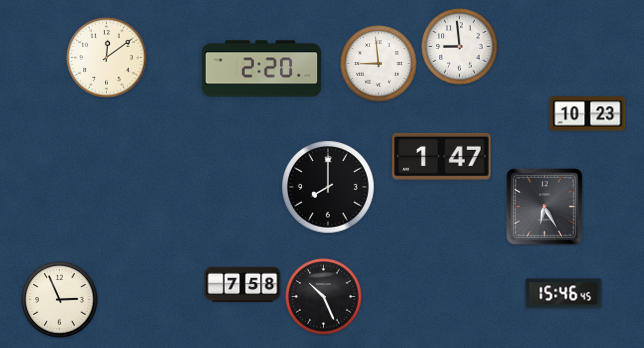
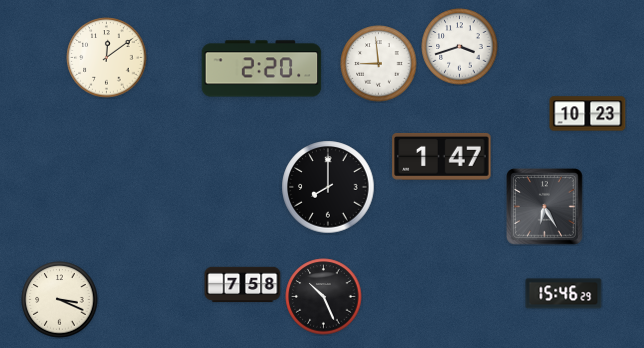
clock at (460, 47): 8:59 -> 3:42
clock at (564, 294): 15:46:45 -> 15:46:29
clock at (60, 300): 2:56 -> 3:19
